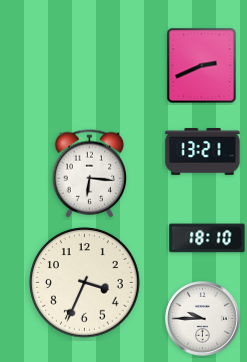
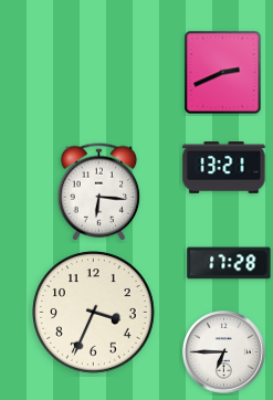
clock at (207, 238): 18:10 -> 17:28
clock at (203, 319): 9:45 -> 6:45
